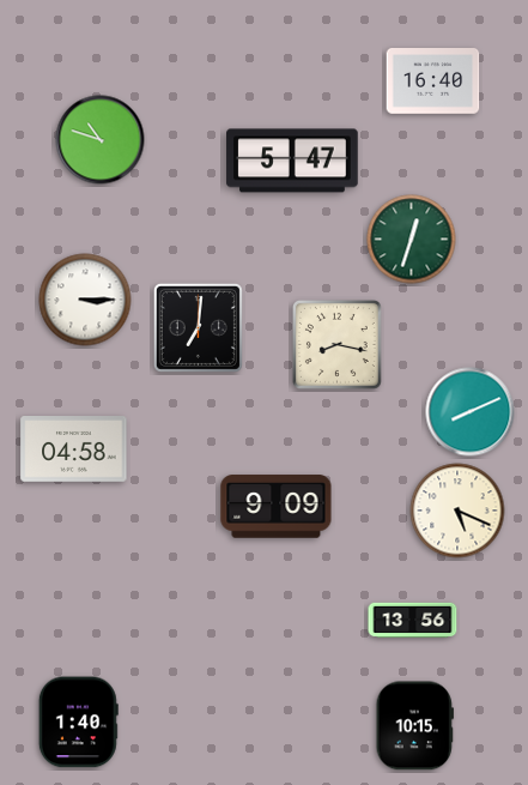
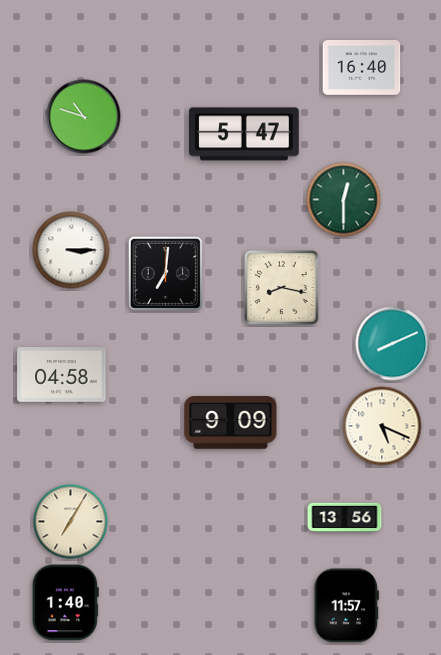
clock at (412, 240): 12:33 -> 12:30
clock at (71, 522): none -> 7:05
clock at (414, 726): 10:15 -> 11:57
